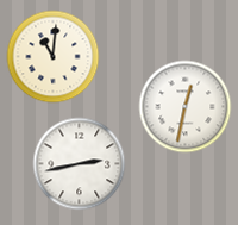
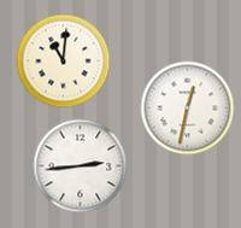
clock at (52, 56) position: (52, 56) -> (63, 60)
clock at (79, 163): 2:43 -> 2:44
